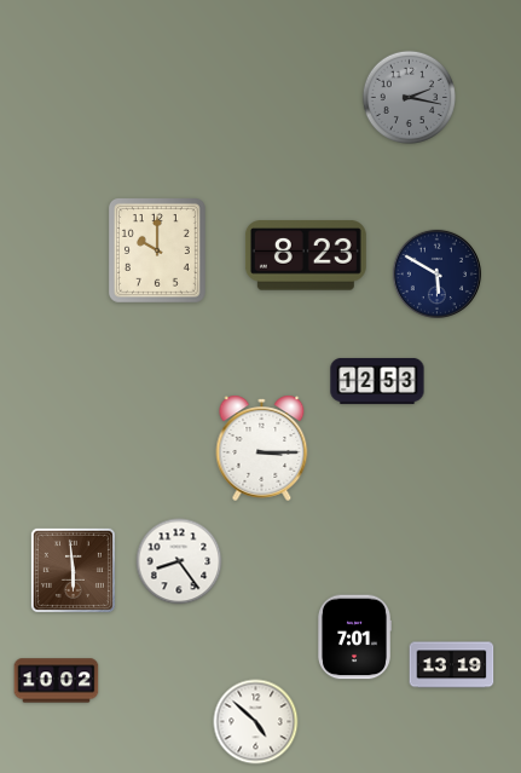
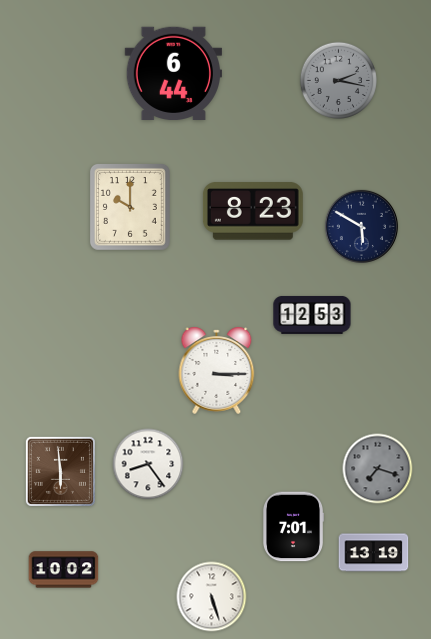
clock at (173, 73): none -> 6:44
clock at (378, 469): none -> 7:18
clock at (452, 665) position: (452, 665) -> (374, 553)
clock at (57, 681) position: (57, 681) -> (64, 570)
clock at (256, 722): 4:52 -> 5:27
